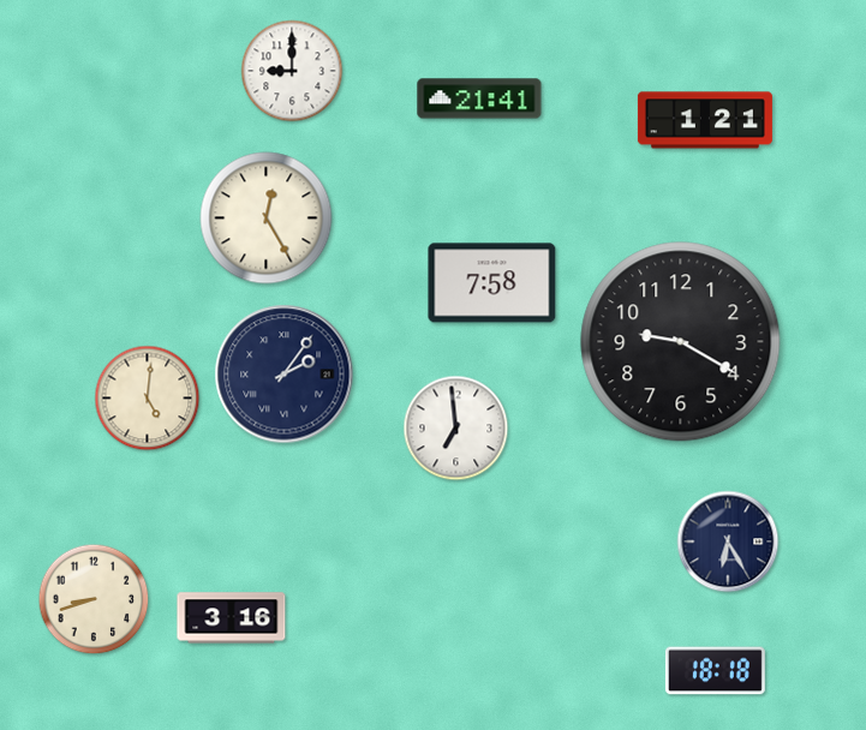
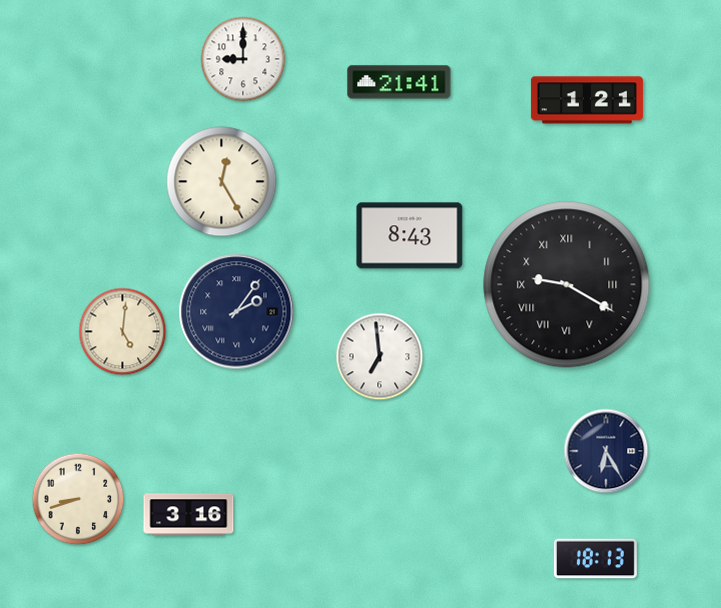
clock at (492, 283): 7:58 -> 8:43
clock at (681, 342) numerals: Arabic -> Roman
clock at (232, 618) position: (232, 618) -> (189, 515)
clock at (715, 671): 18:18 -> 18:13
